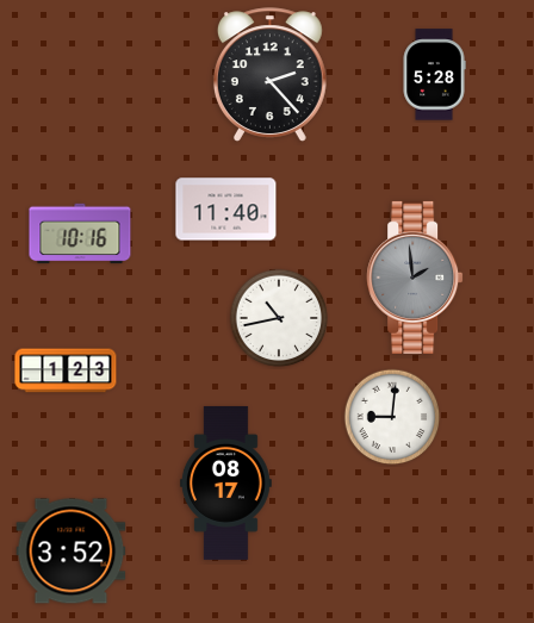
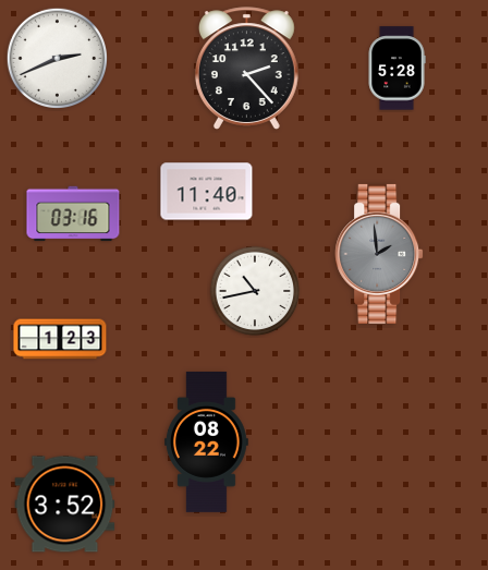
clock at (57, 58): none -> 2:41
clock at (80, 233): 10:16 -> 03:16
clock at (392, 417): 9:01 -> none
clock at (226, 482): 08:17 -> 08:22
